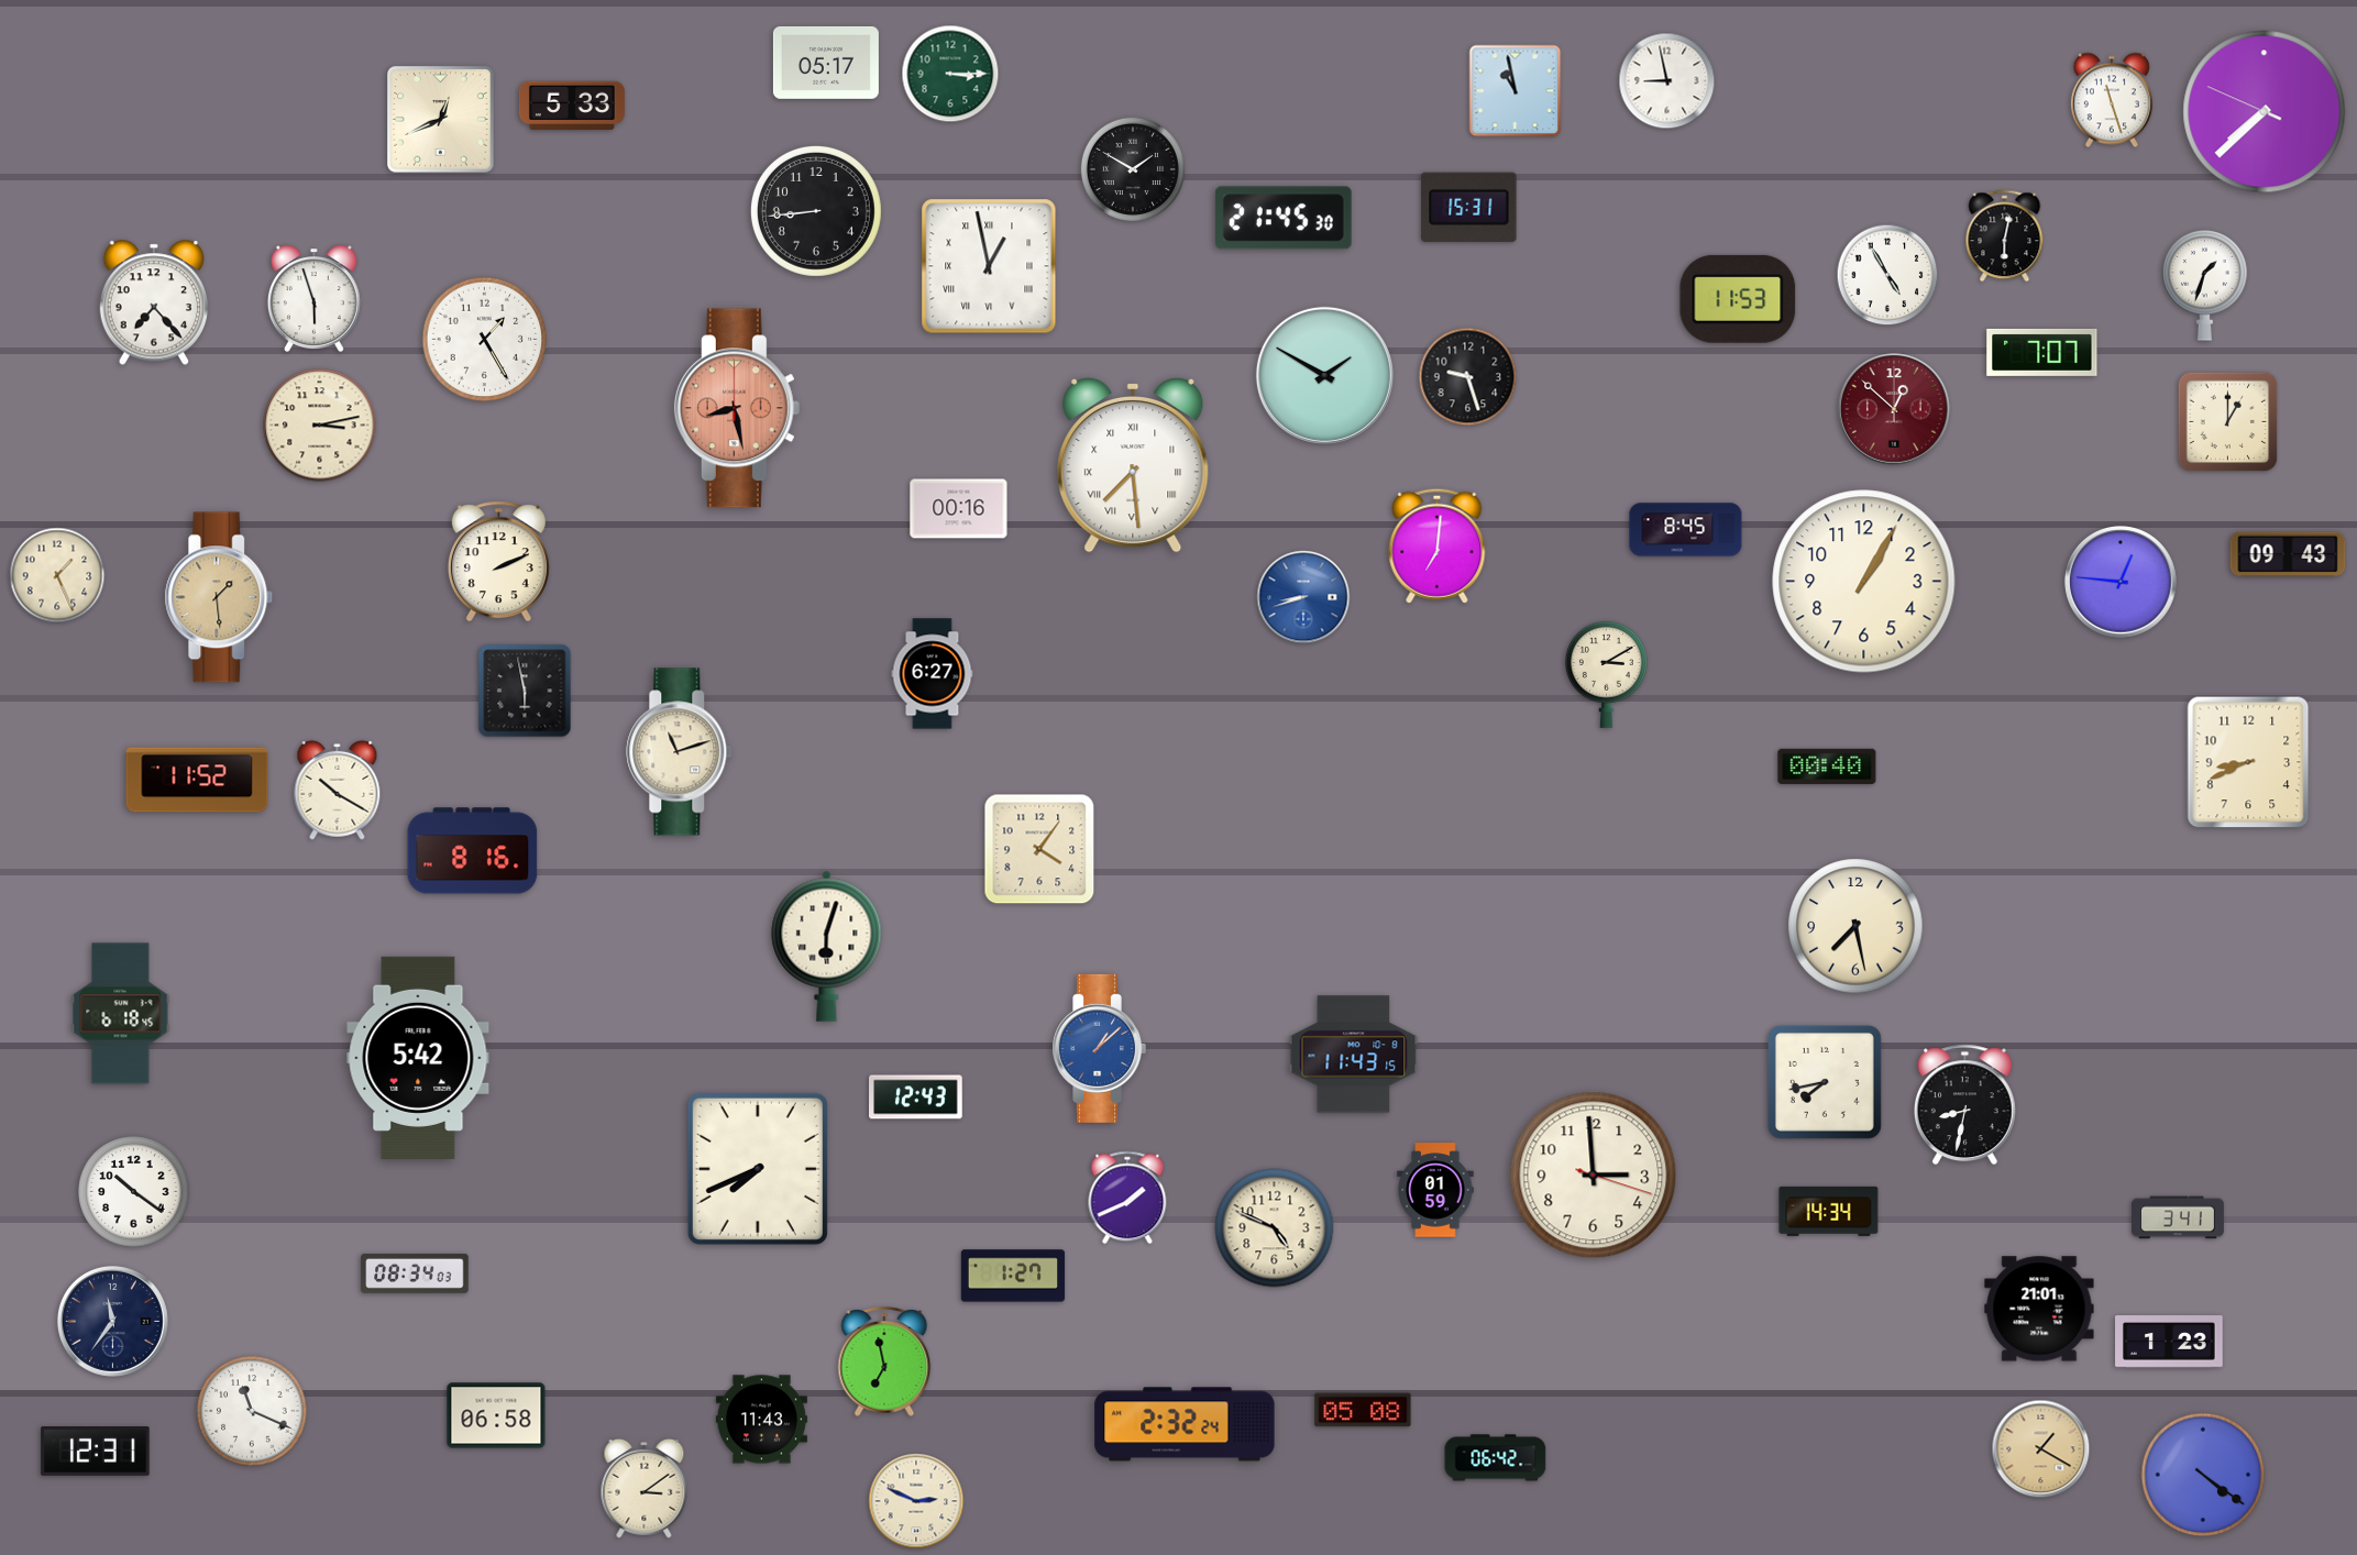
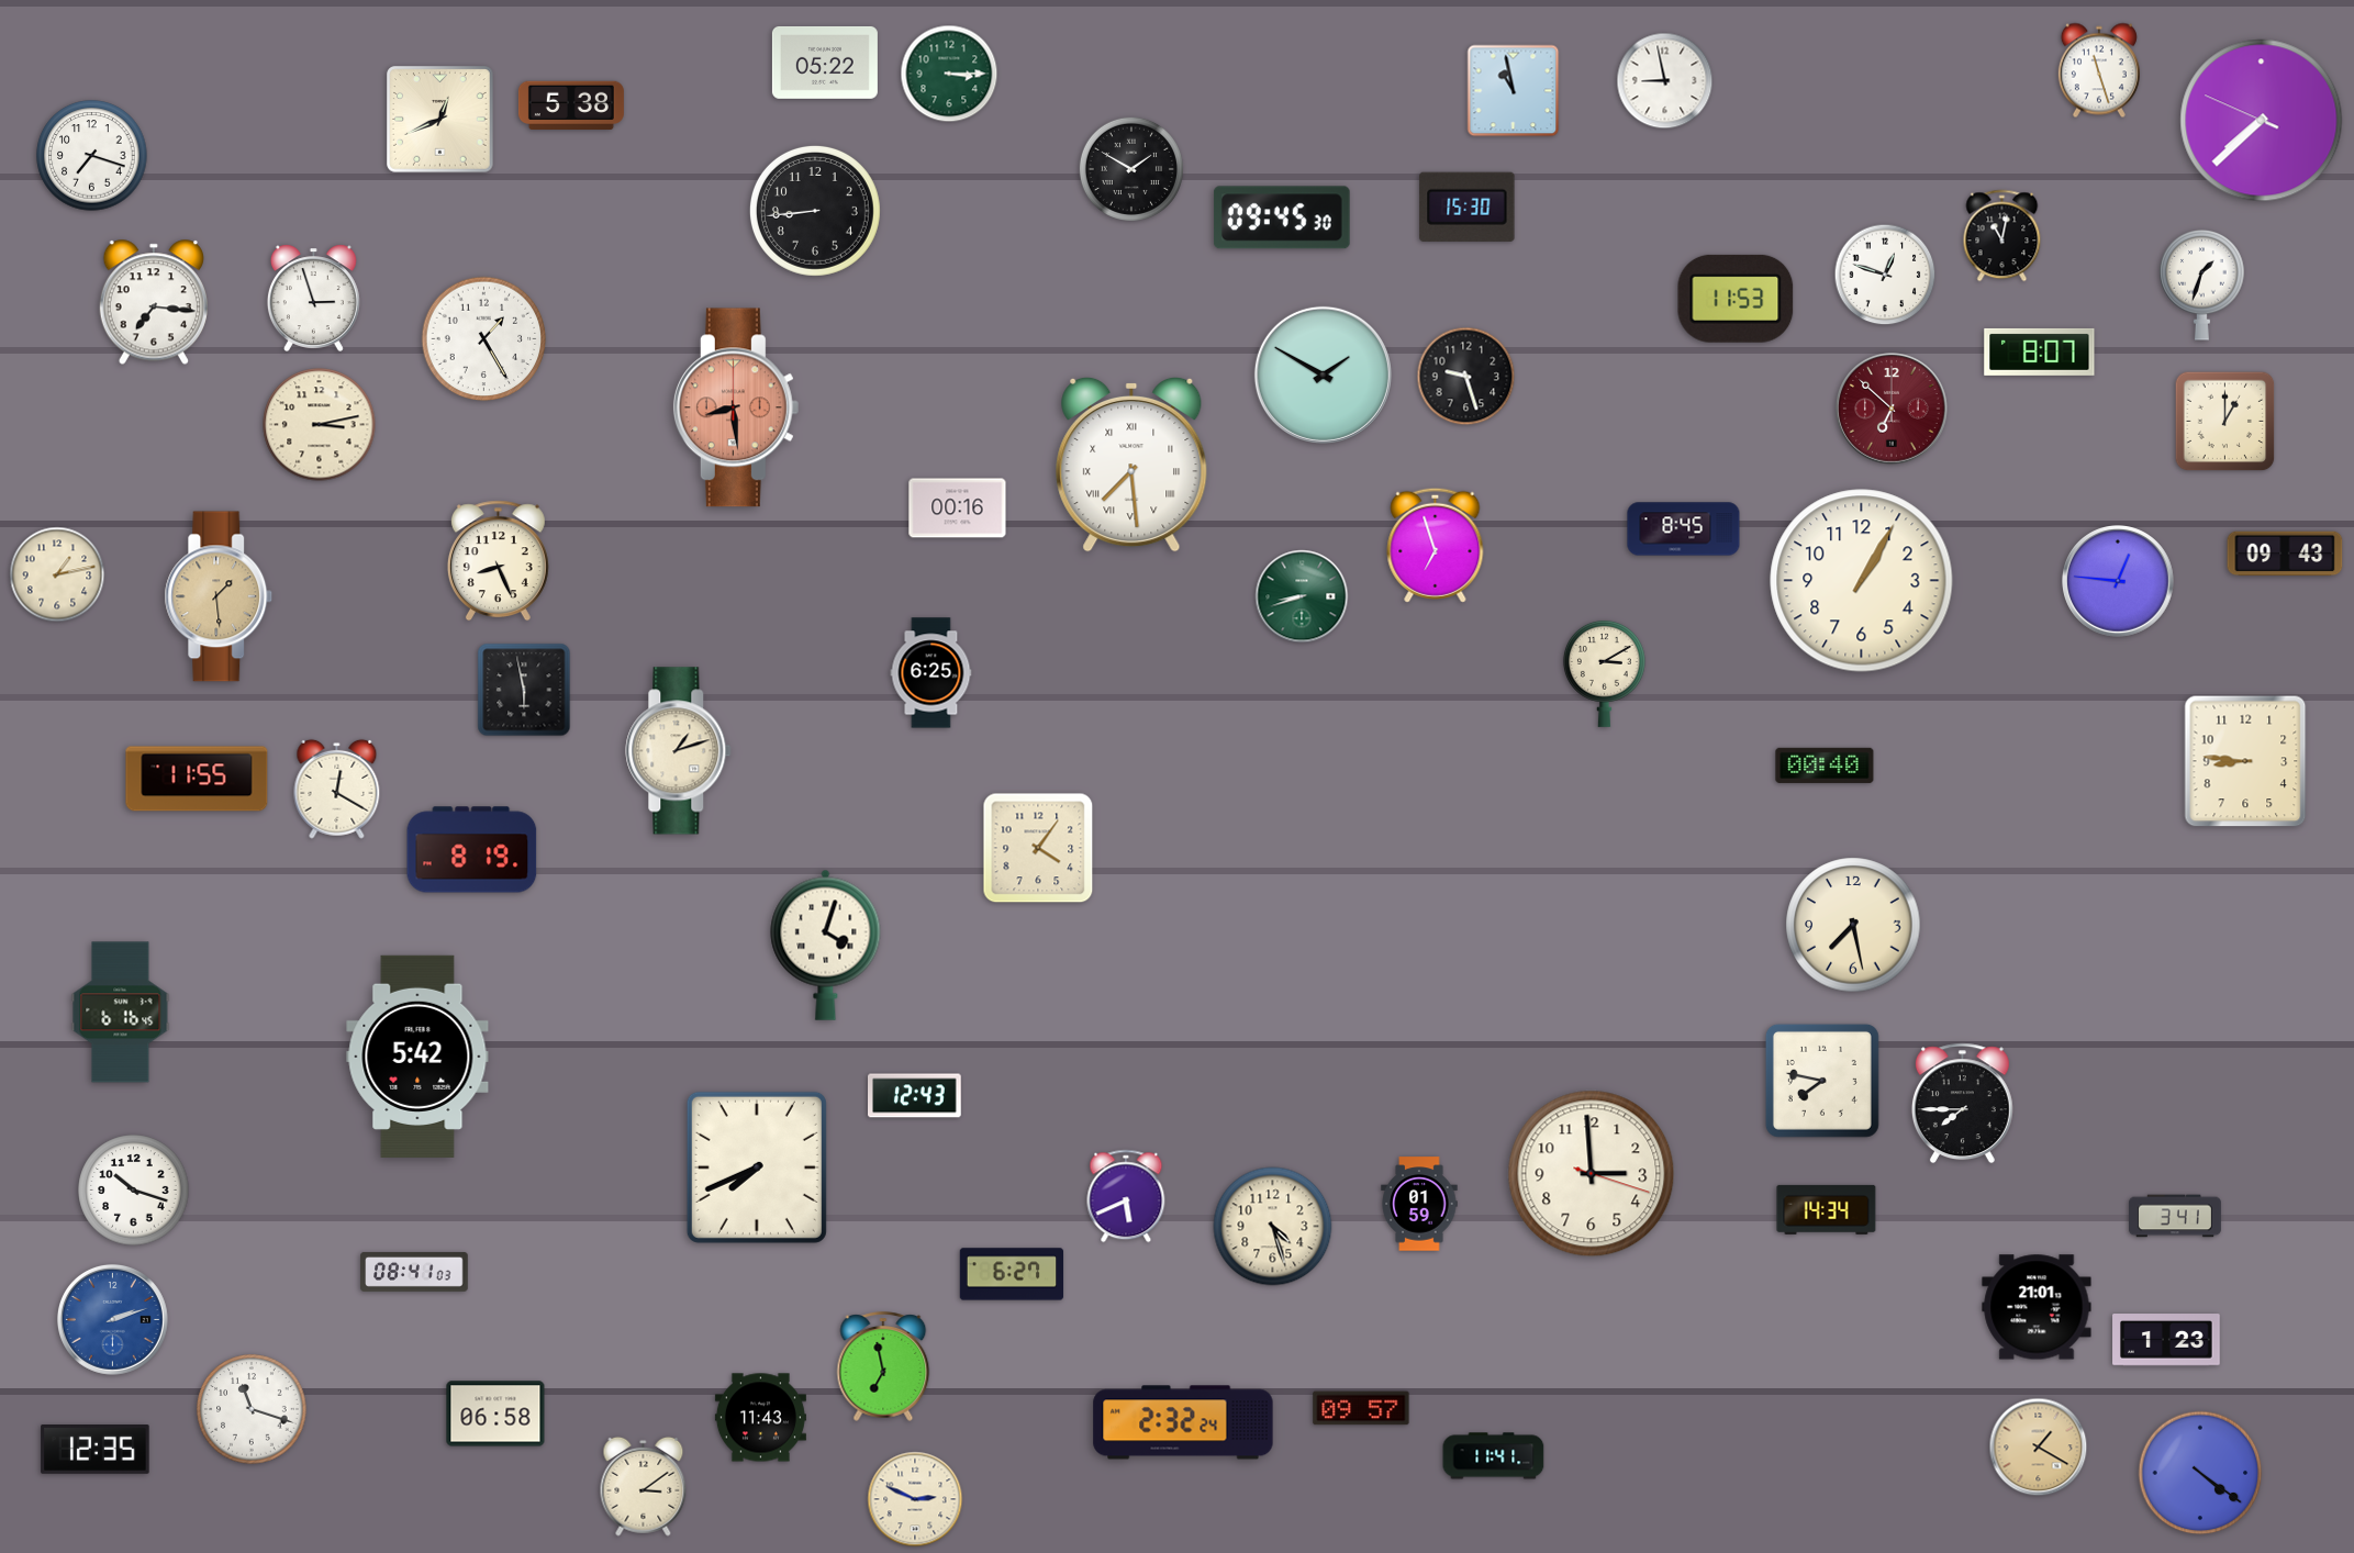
clock at (826, 63): 05:17 -> 05:22
clock at (2112, 100) position: (2112, 100) -> (2099, 70)
clock at (572, 104): 5:33 -> 5:38
clock at (2265, 112) position: (2265, 112) -> (2262, 121)
clock at (92, 156): none -> 7:18
clock at (1469, 207): 15:31 -> 15:30
clock at (1284, 218): 21:45 -> 09:45
clock at (2005, 236): 6:02 -> 11:02
clock at (989, 266): 12:58 -> none
clock at (1887, 275): 4:55 -> 12:48
clock at (313, 298): 5:57 -> 2:57
clock at (154, 302): 7:23 -> 7:16
clock at (2042, 352): 7:07 -> 8:07
clock at (737, 408): 8:28 -> 8:29
clock at (1895, 410): 12:52 -> 6:52
clock at (1438, 545): 7:01 -> 6:57
clock at (498, 562): 2:11 -> 8:26
clock at (57, 575): 1:26 -> 1:13
clock at (1303, 597) dial: blue -> green
clock at (933, 674): 6:27 -> 6:25
clock at (680, 752): 11:12 -> 1:12
clock at (2248, 762): 8:41 -> 8:46
clock at (197, 780): 11:52 -> 11:55
clock at (338, 790): 10:20 -> 12:20
clock at (473, 851): 8:16 -> 8:19
clock at (827, 946): 6:03 -> 4:03
clock at (121, 1014): 6:18 -> 6:16
clock at (1099, 1048): 1:08 -> none
clock at (1354, 1055): 11:43 -> none
clock at (1825, 1082): 7:43 -> 7:47
clock at (1964, 1105): 8:32 -> 7:45
clock at (1435, 1190) position: (1435, 1190) -> (1419, 1204)
clock at (134, 1192): 10:21 -> 10:18
clock at (1127, 1198): 1:41 -> 5:41
clock at (1275, 1228): 4:49 -> 4:27
clock at (415, 1273): 08:34 -> 08:41
clock at (1013, 1276): 1:27 -> 6:27
clock at (112, 1321): 11:36 -> 2:12
clock at (112, 1321) dial: navy -> blue
clock at (884, 1361) position: (884, 1361) -> (883, 1366)
clock at (1363, 1410): 05:08 -> 09:57
clock at (252, 1411): 11:19 -> 11:18
clock at (96, 1452): 12:31 -> 12:35
clock at (1496, 1458): 06:42 -> 11:41
